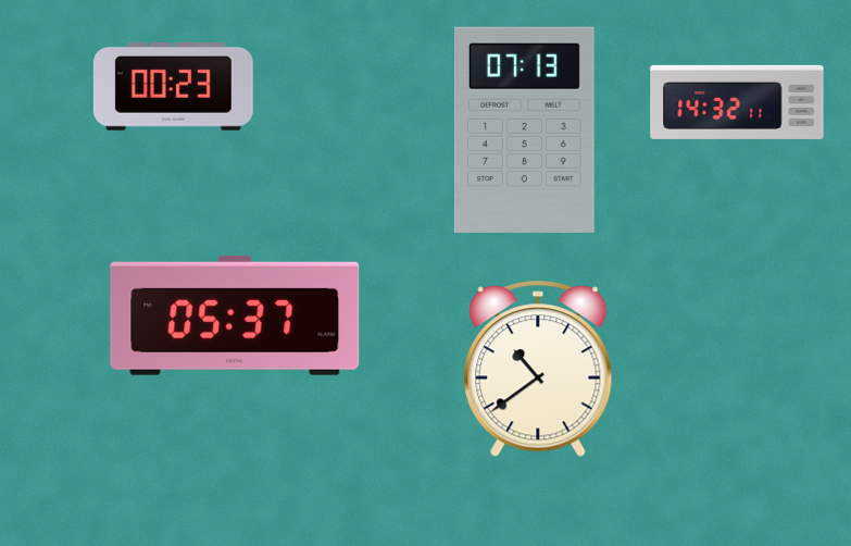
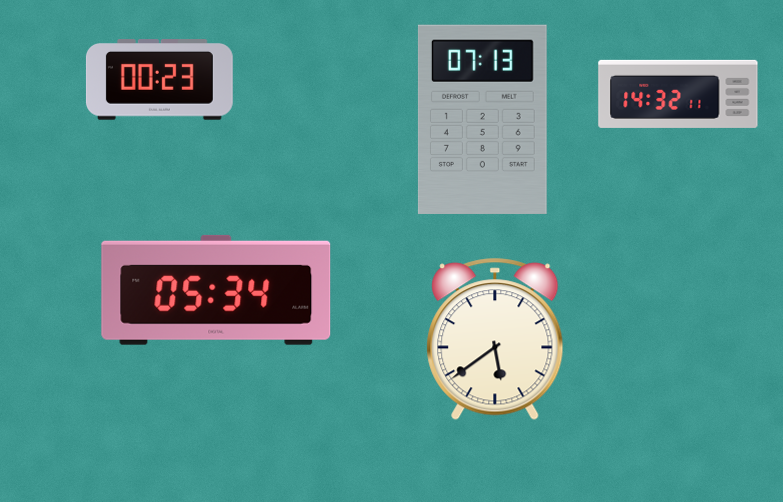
clock at (235, 315): 05:37 -> 05:34
clock at (538, 369): 10:39 -> 5:39
